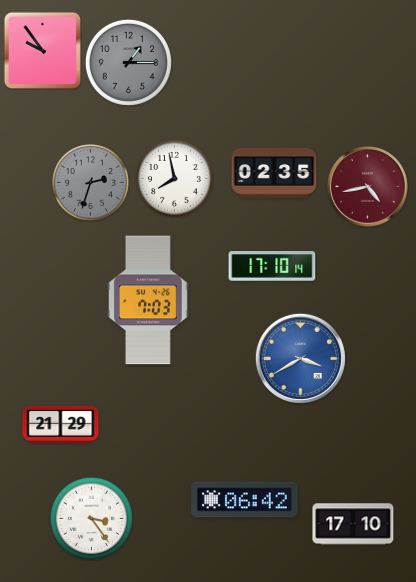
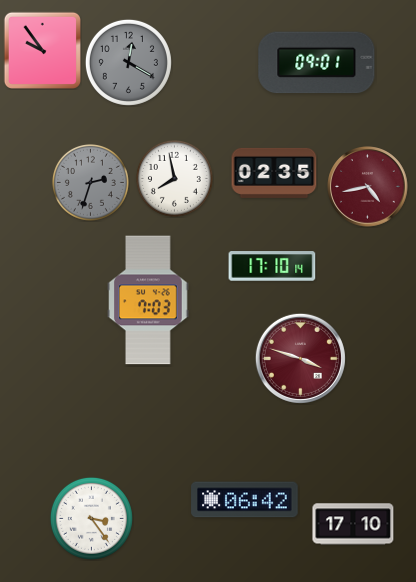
clock at (128, 62): 1:15 -> 12:20
clock at (317, 63): none -> 09:01
clock at (300, 358): 3:40 -> 3:48
clock at (300, 358) dial: blue -> burgundy
clock at (61, 424): 21:29 -> none
